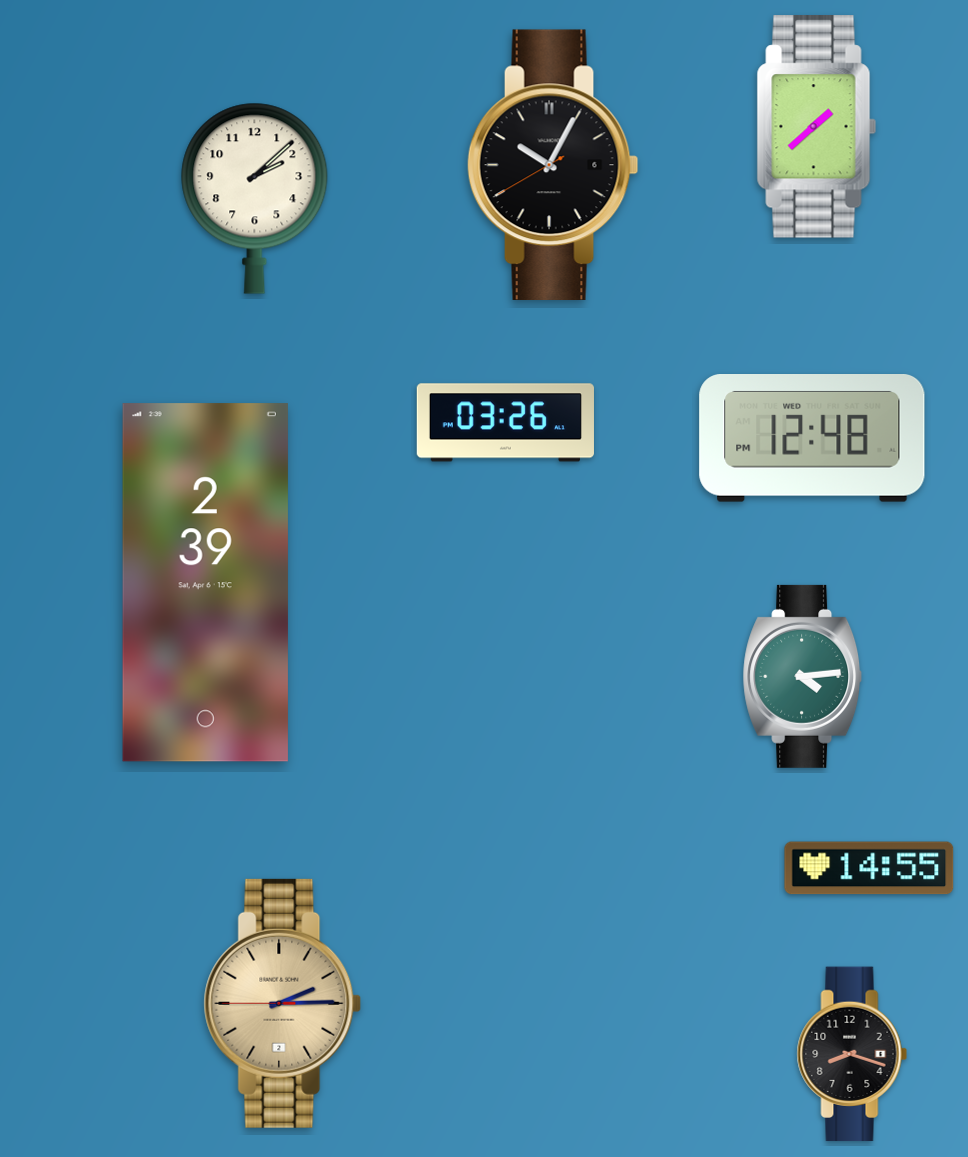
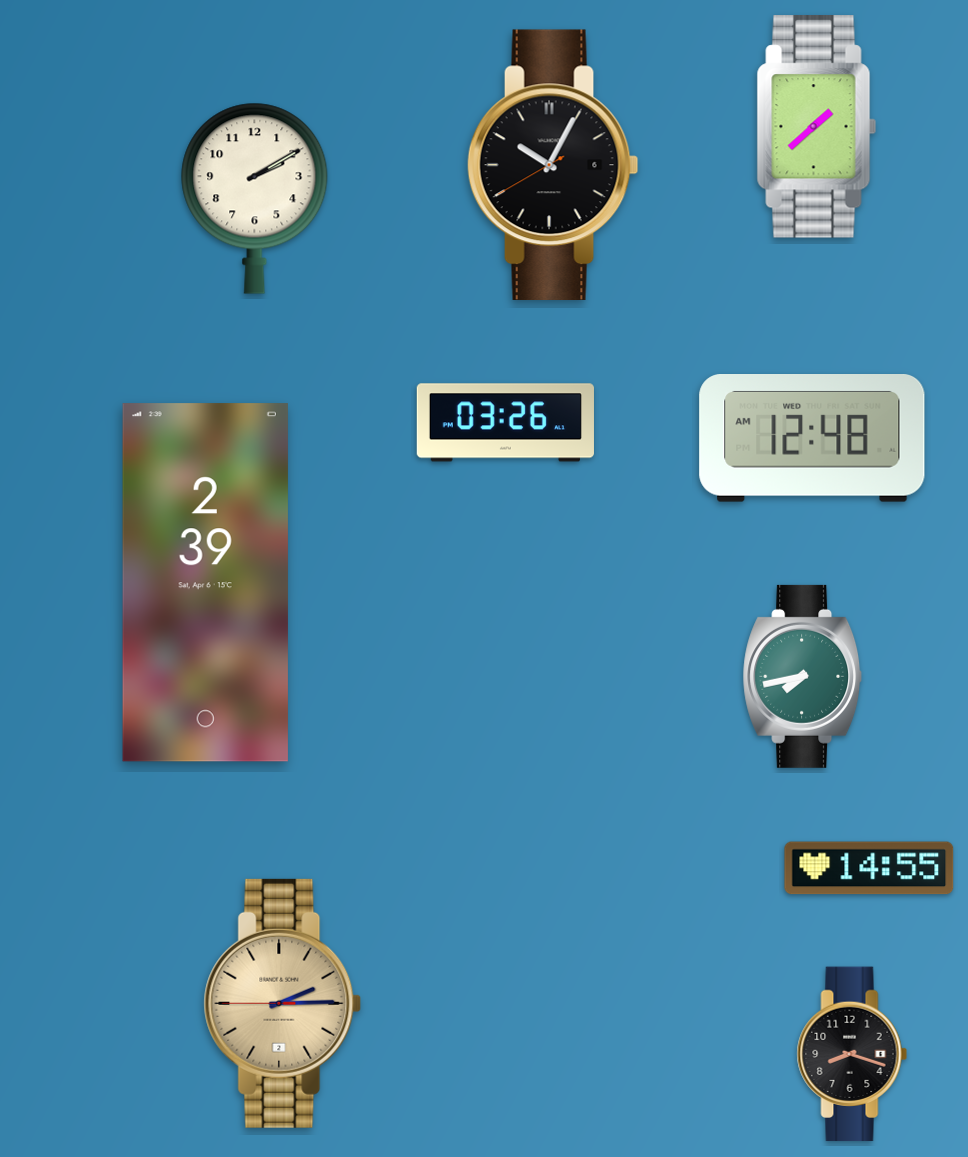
clock at (255, 198): 2:08 -> 2:10
clock at (812, 439): 12:48 PM -> 12:48 AM
clock at (803, 676): 4:14 -> 7:43
